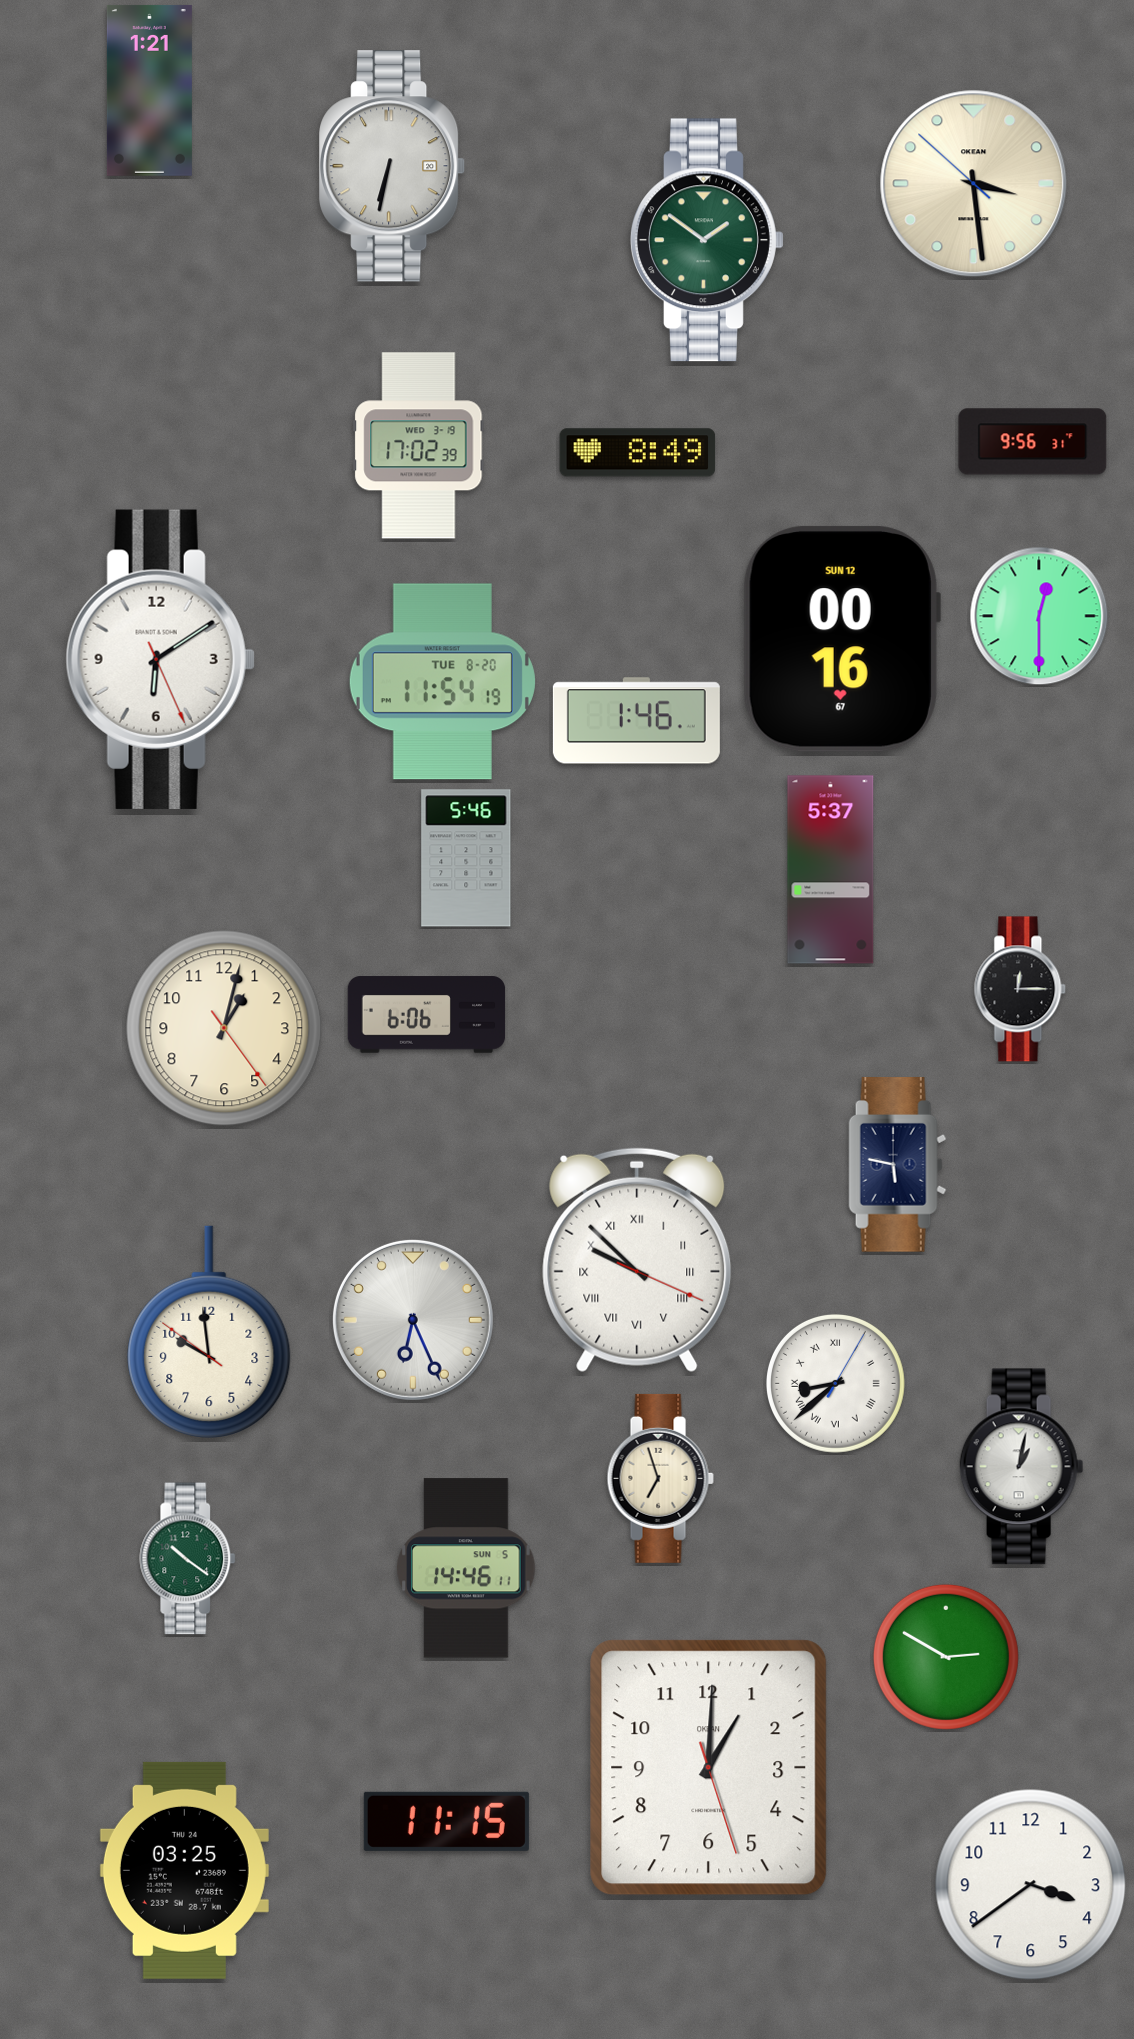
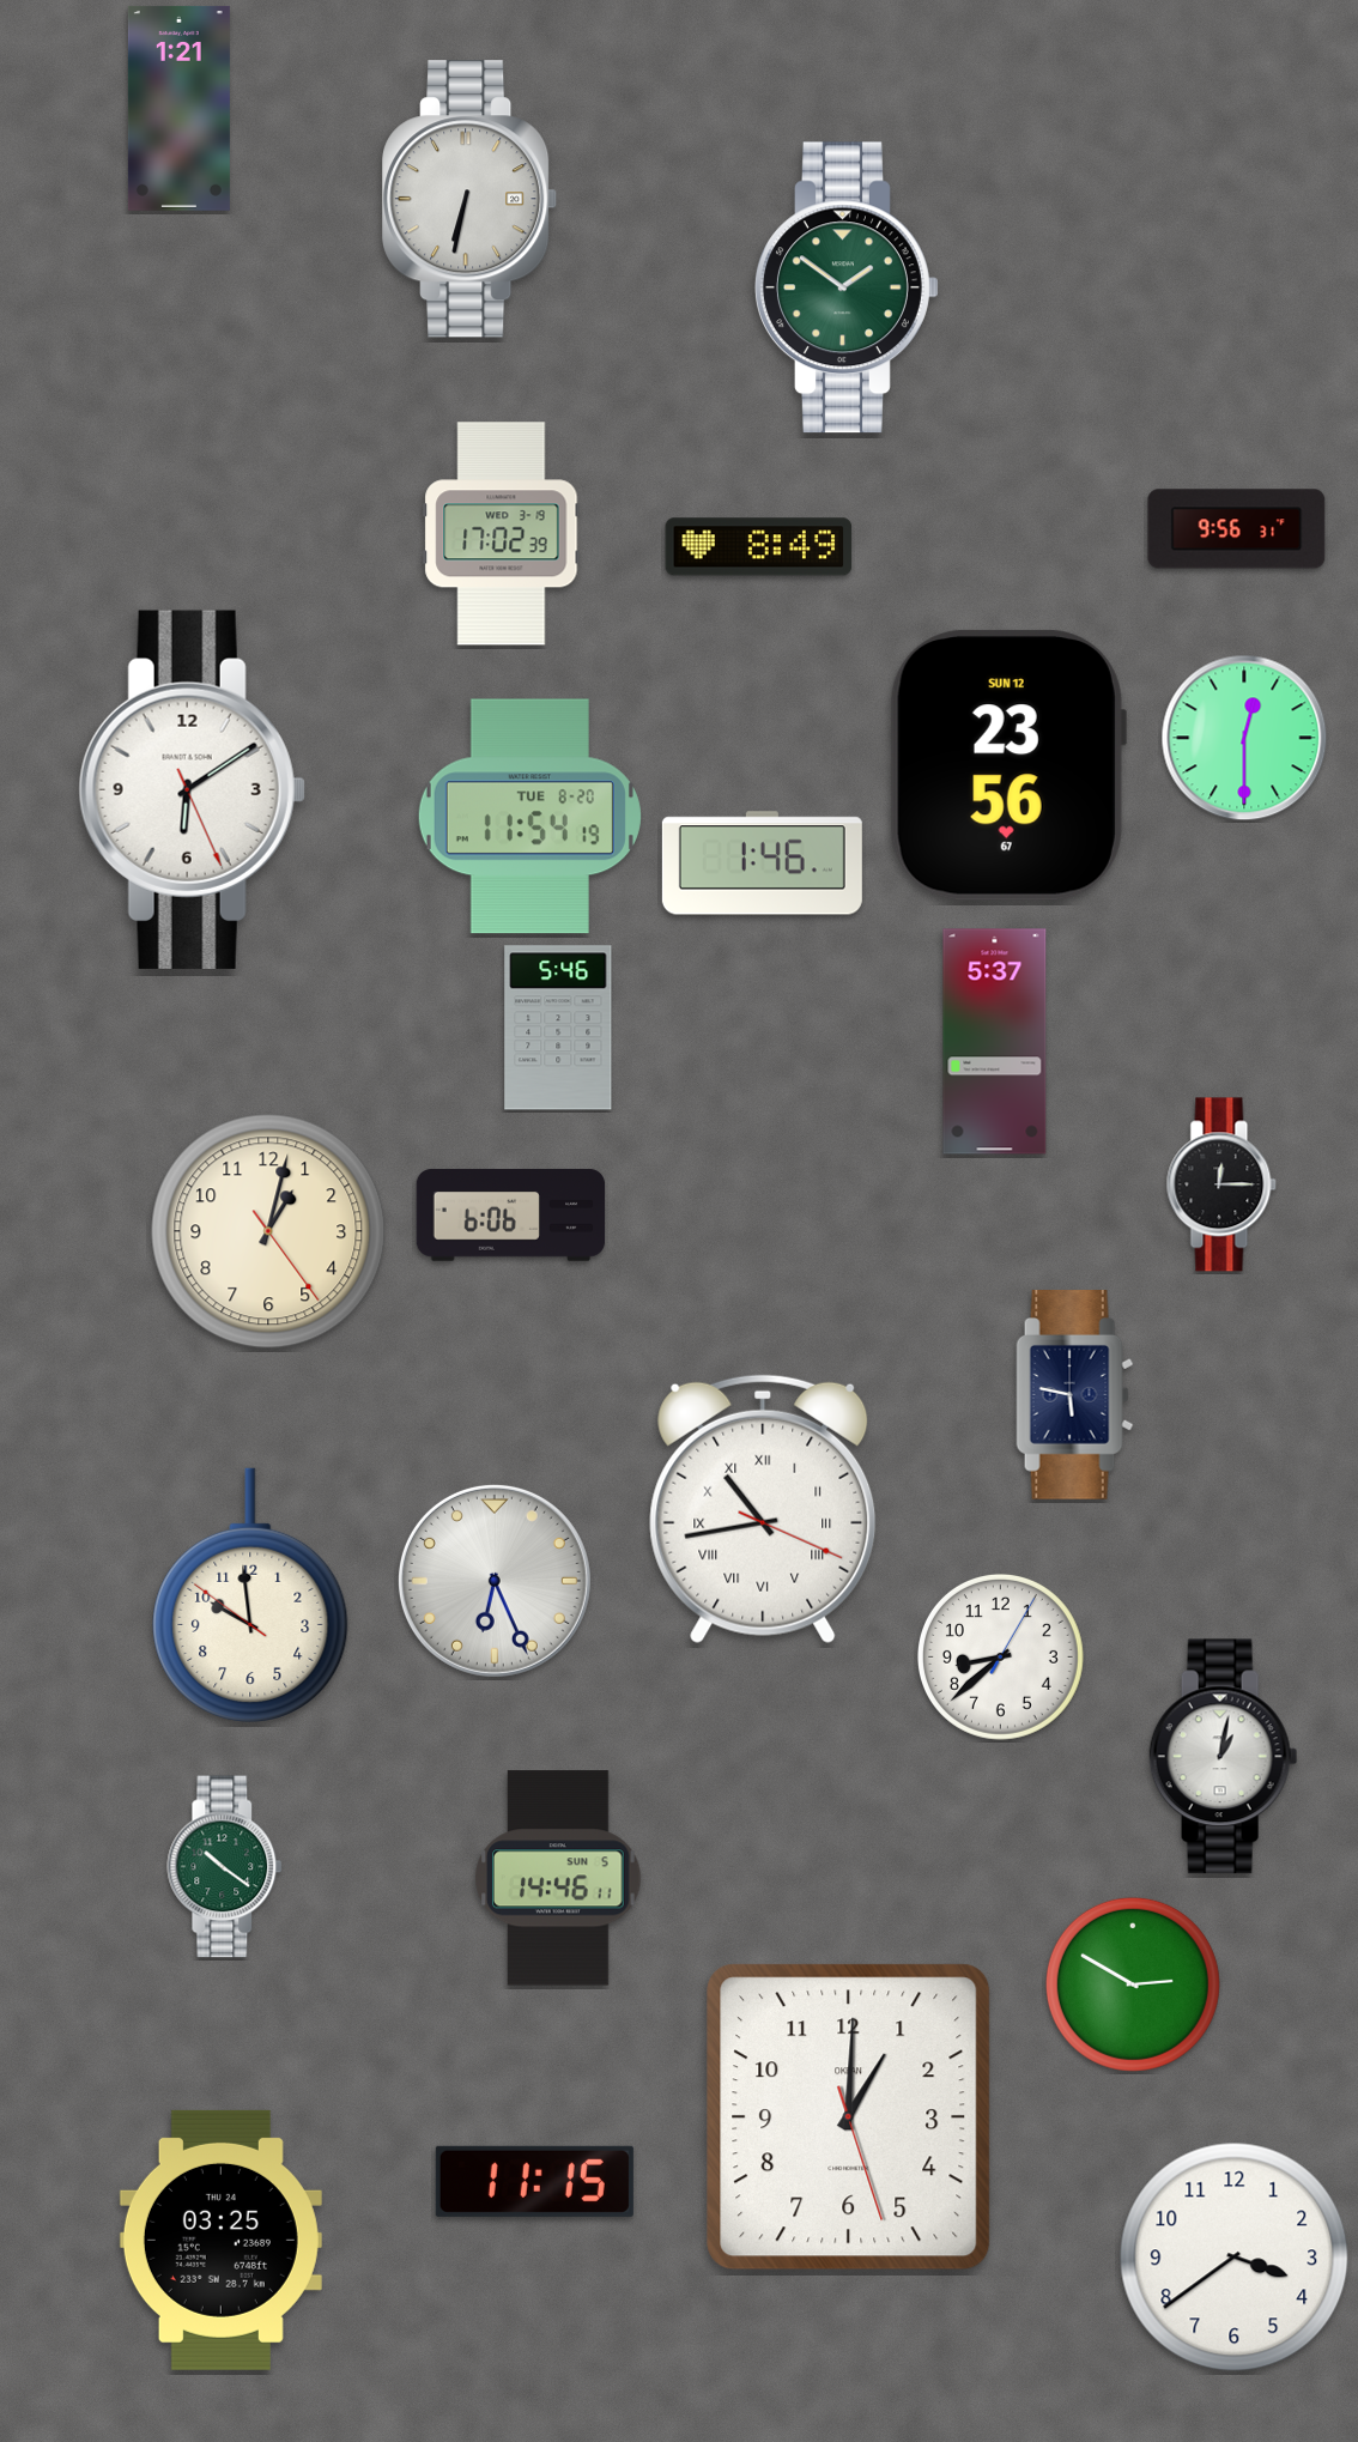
clock at (974, 184): 3:28 -> none
clock at (638, 453) position: (638, 453) -> (759, 547)
clock at (842, 639): 00:16 -> 23:56
clock at (637, 1260): 9:52 -> 10:43
clock at (835, 1383) numerals: Roman -> Arabic
clock at (660, 1478): 6:57 -> none
